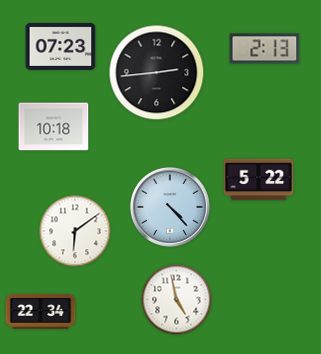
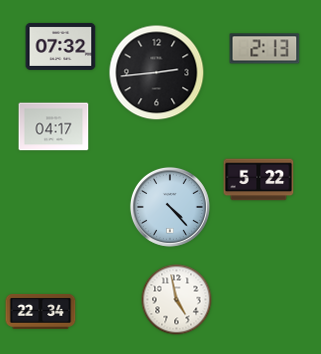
clock at (61, 46): 07:23 -> 07:32
clock at (54, 127): 10:18 -> 04:17
clock at (75, 231): 6:09 -> none
